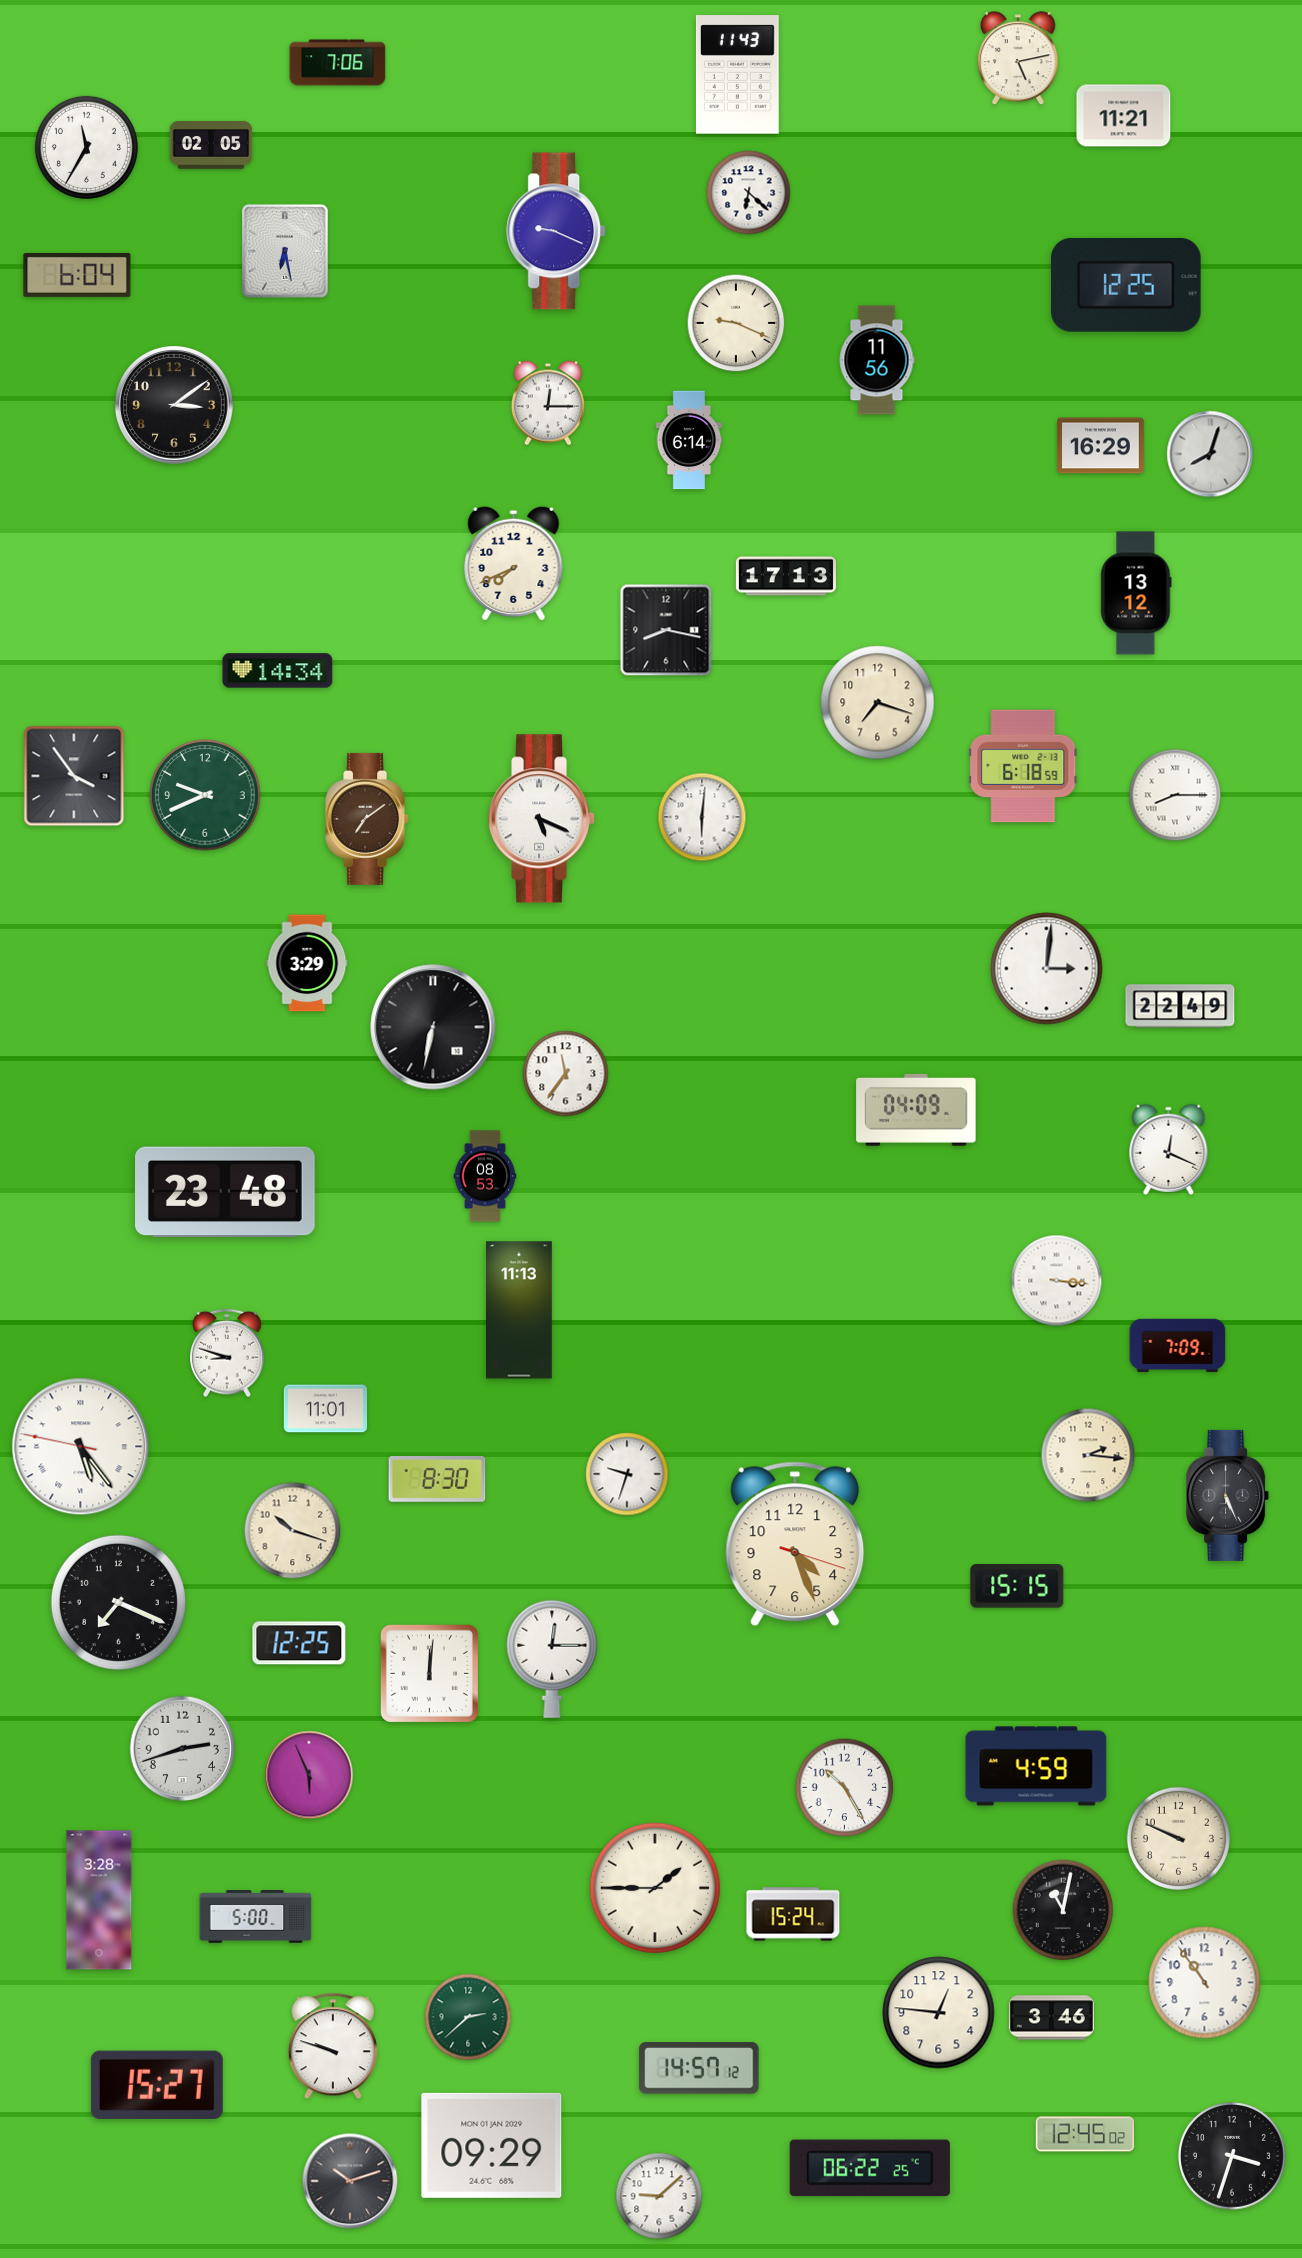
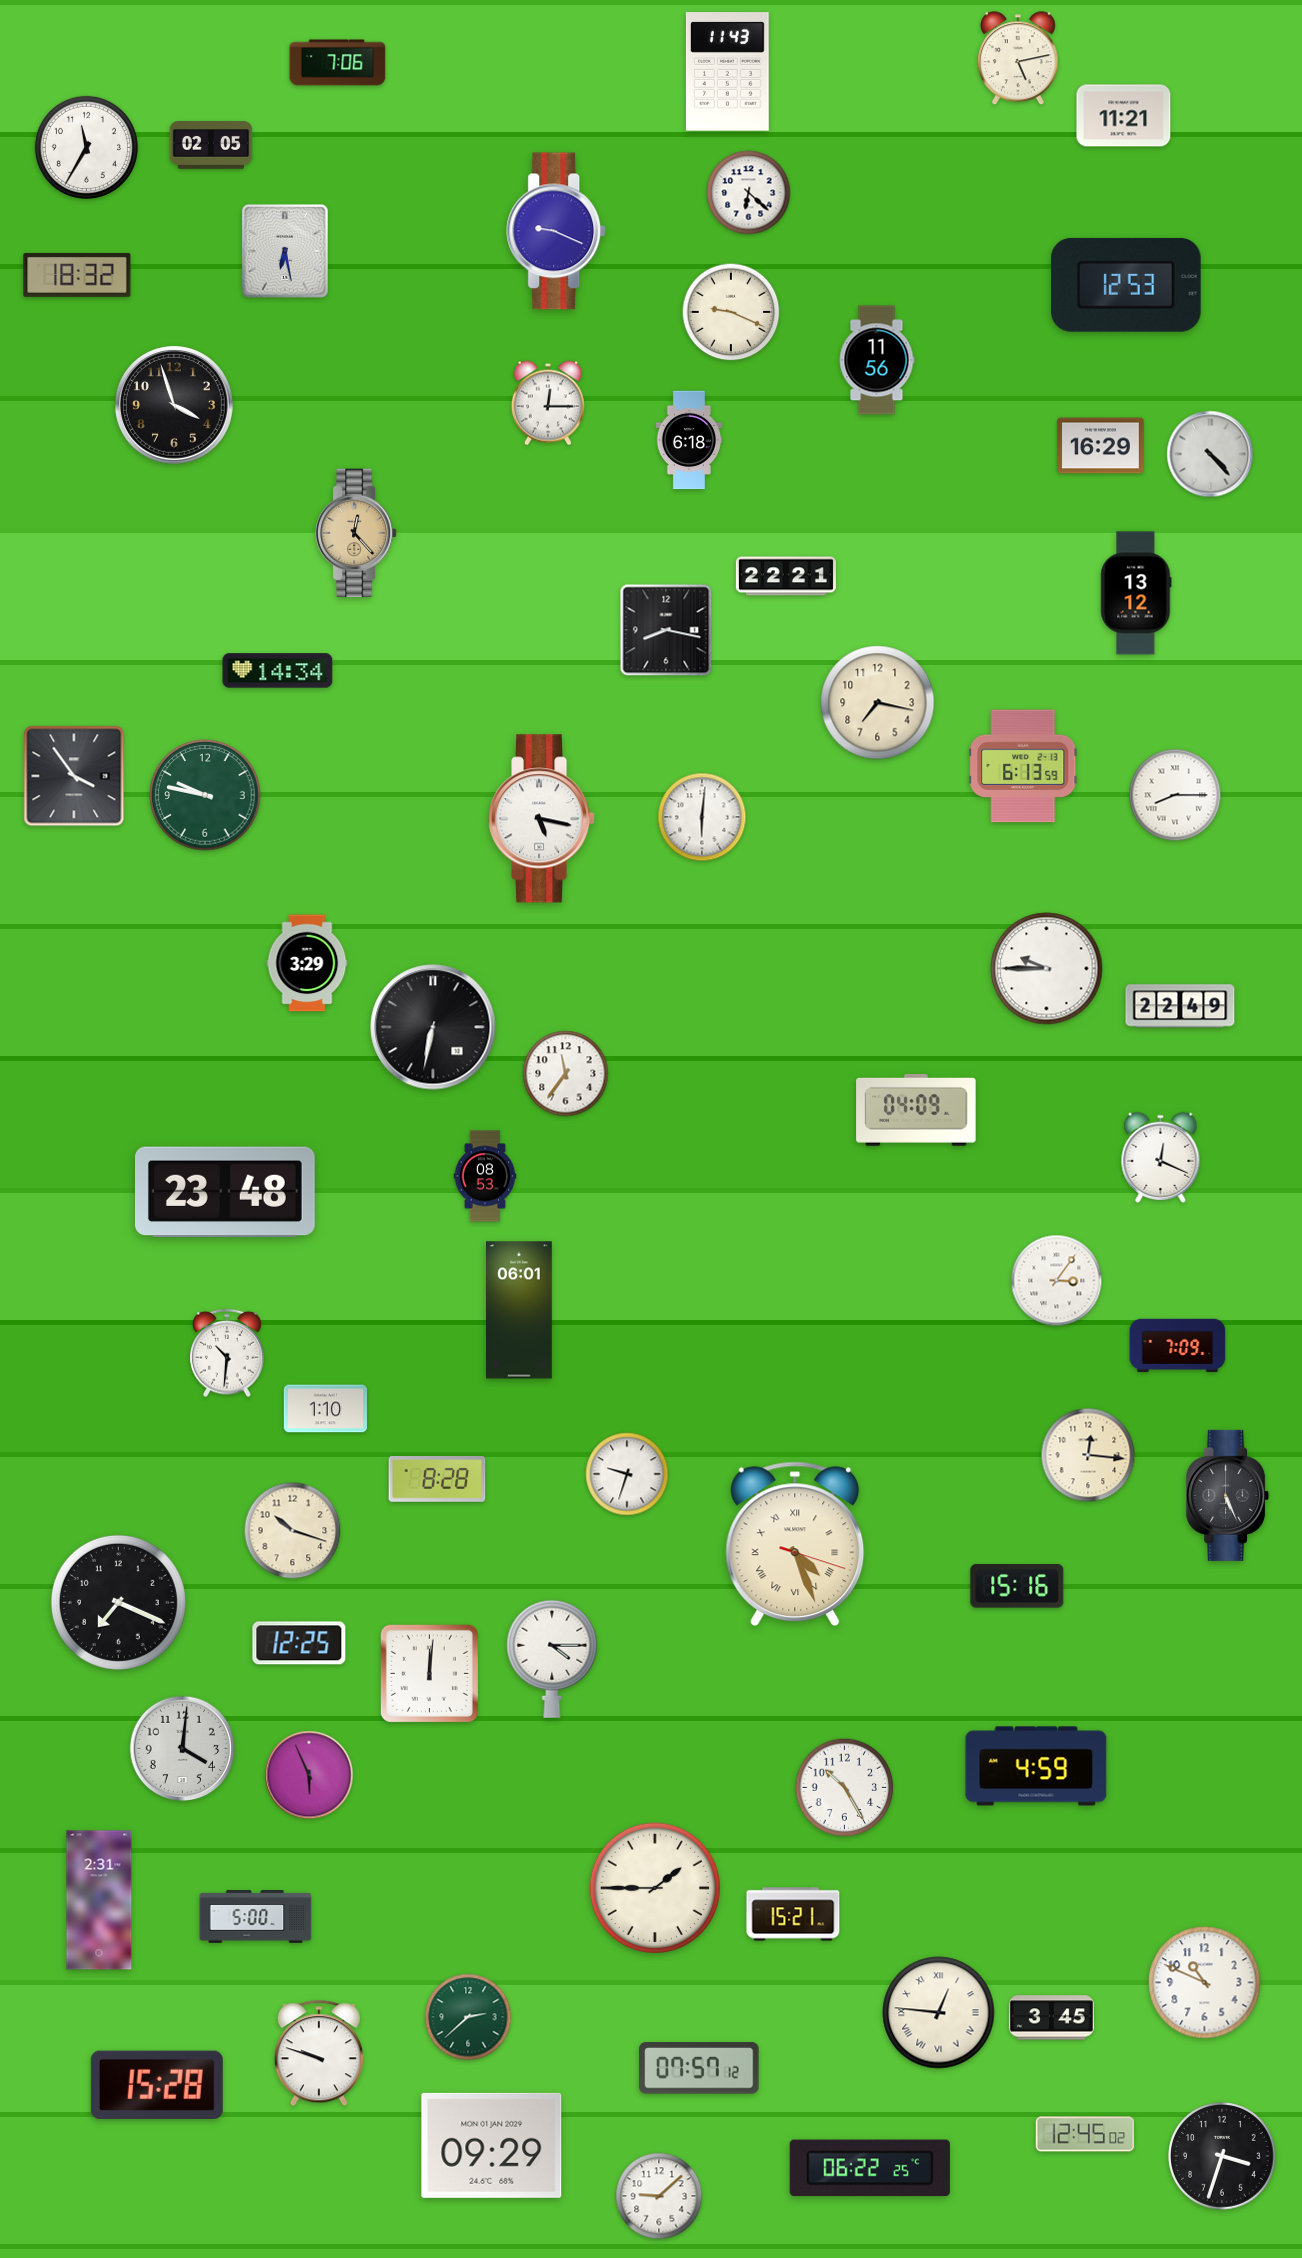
clock at (737, 75) position: (737, 75) -> (727, 72)
clock at (77, 275): 6:04 -> 18:32
clock at (1127, 285): 12:25 -> 12:53
clock at (736, 323) position: (736, 323) -> (731, 312)
clock at (175, 406): 3:09 -> 3:57
clock at (689, 440): 6:14 -> 6:18
clock at (1210, 454): 8:03 -> 4:23
clock at (357, 533): none -> 12:23
clock at (514, 563): 7:41 -> none
clock at (786, 576): 17:13 -> 22:21
clock at (878, 703): 7:18 -> 7:17
clock at (1023, 766): 6:18 -> 6:13
clock at (205, 795): 9:41 -> 9:47
clock at (368, 819): 7:09 -> none
clock at (542, 819): 5:19 -> 5:17
clock at (1047, 969): 3:01 -> 9:45
clock at (1169, 1149) position: (1169, 1149) -> (1161, 1157)
clock at (1057, 1281): 3:16 -> 3:06
clock at (520, 1310): 11:13 -> 06:01
clock at (227, 1353): 8:48 -> 10:31
clock at (326, 1409): 11:01 -> 1:10
clock at (81, 1447): 5:23 -> none
clock at (1088, 1455): 2:16 -> 12:16
clock at (437, 1480): 8:30 -> 8:28
clock at (795, 1544) numerals: Arabic -> Roman
clock at (1017, 1586): 15:15 -> 15:16
clock at (552, 1659): 12:15 -> 4:15
clock at (183, 1749): 2:42 -> 4:01
clock at (1178, 1838): 9:49 -> none
clock at (99, 1900): 3:28 -> 2:31
clock at (1063, 1910): 11:02 -> none
clock at (793, 1914): 15:24 -> 15:21
clock at (1205, 1983): 10:54 -> 10:49
clock at (939, 2013) numerals: Arabic -> Roman
clock at (1051, 2018): 3:46 -> 3:45
clock at (333, 2047) position: (333, 2047) -> (319, 2054)
clock at (699, 2068): 14:57 -> 07:57
clock at (157, 2085): 15:27 -> 15:28
clock at (1233, 2157) position: (1233, 2157) -> (1223, 2157)
clock at (350, 2181): 10:12 -> none
